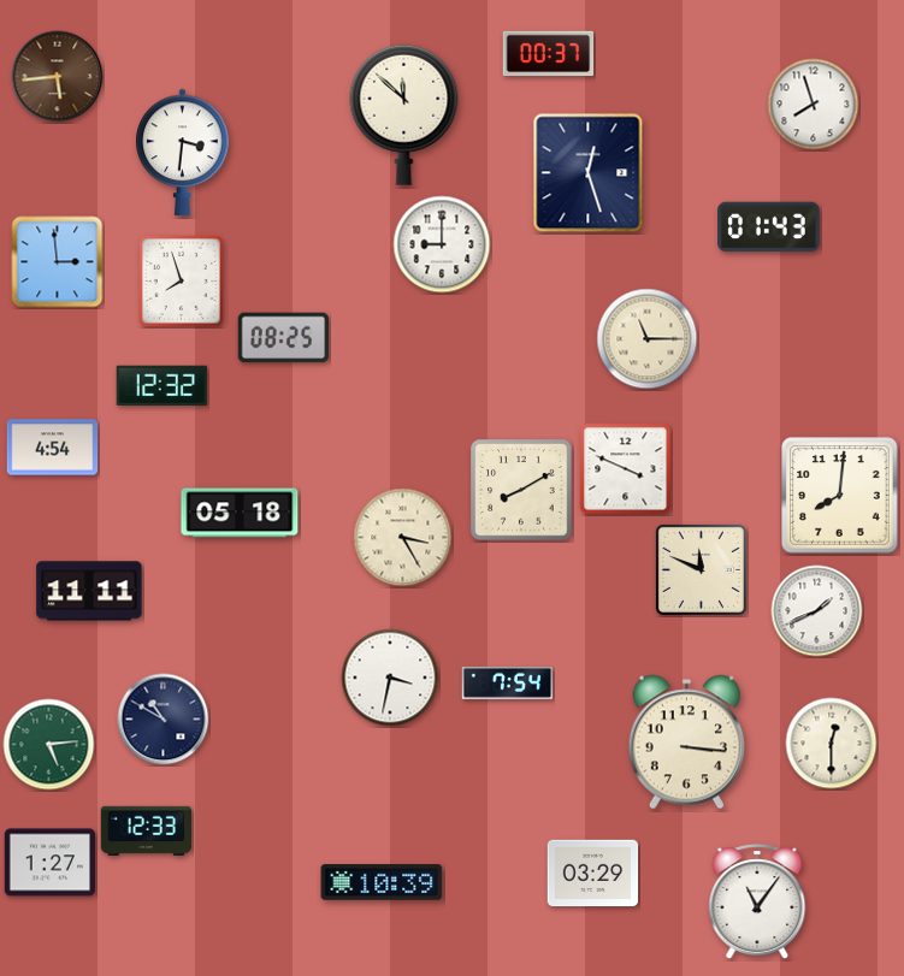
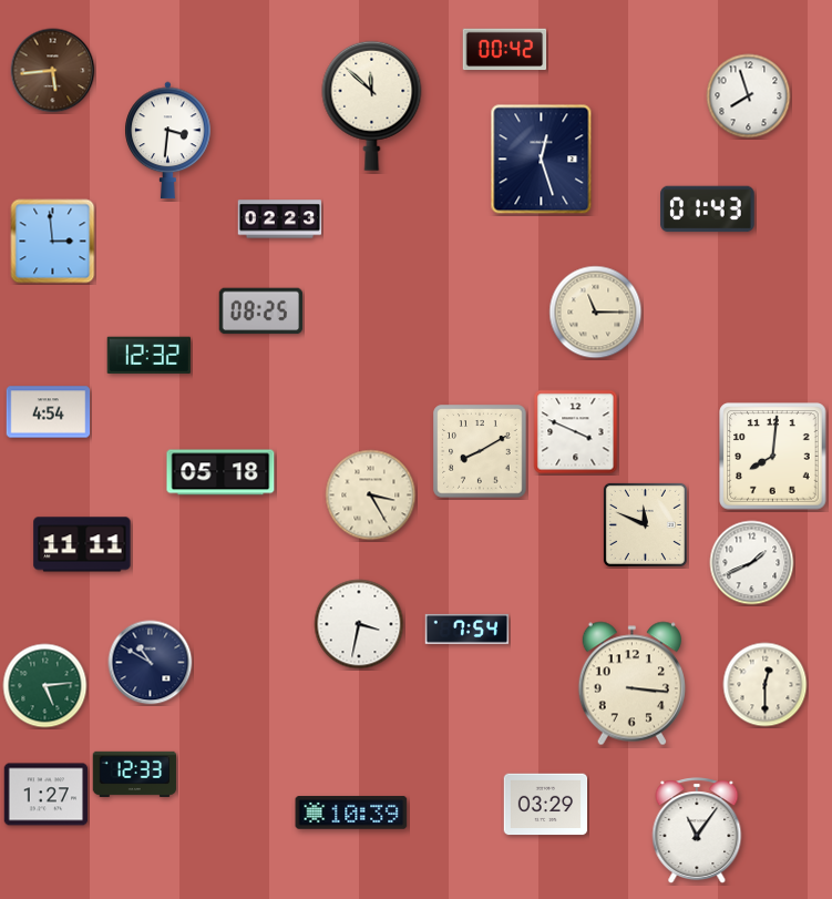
clock at (549, 54): 00:37 -> 00:42
clock at (280, 219): none -> 02:23
clock at (442, 244): 9:00 -> none
clock at (181, 280): 7:57 -> none
clock at (147, 830) position: (147, 830) -> (135, 774)
